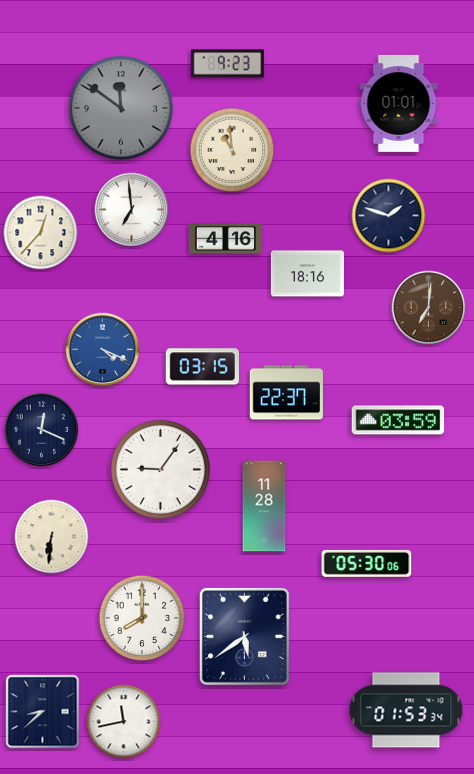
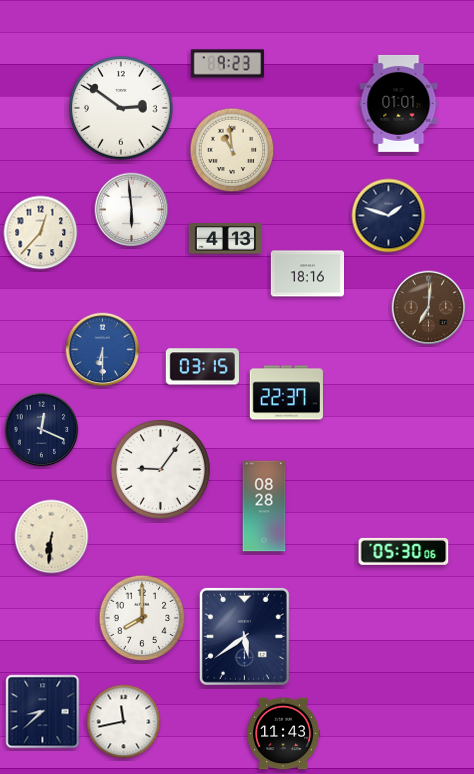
clock at (122, 109): 11:51 -> 2:51
clock at (122, 109) dial: grey -> white
clock at (132, 210): 6:59 -> 5:59
clock at (225, 239): 4:16 -> 4:13
clock at (103, 350): 4:19 -> 6:30
clock at (398, 420): 03:59 -> none
clock at (264, 506): 11:28 -> 08:28
clock at (367, 563) position: (367, 563) -> (404, 551)
clock at (406, 710): 01:53 -> none
clock at (283, 734): none -> 11:43
